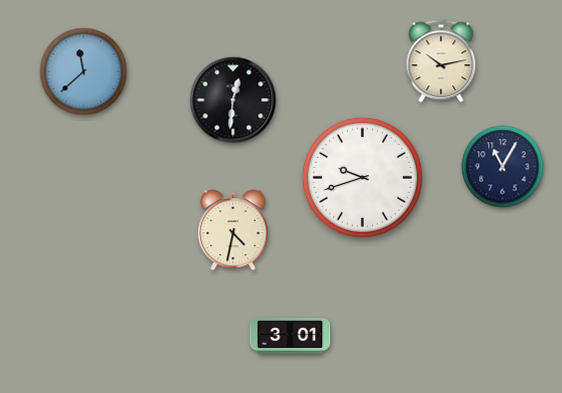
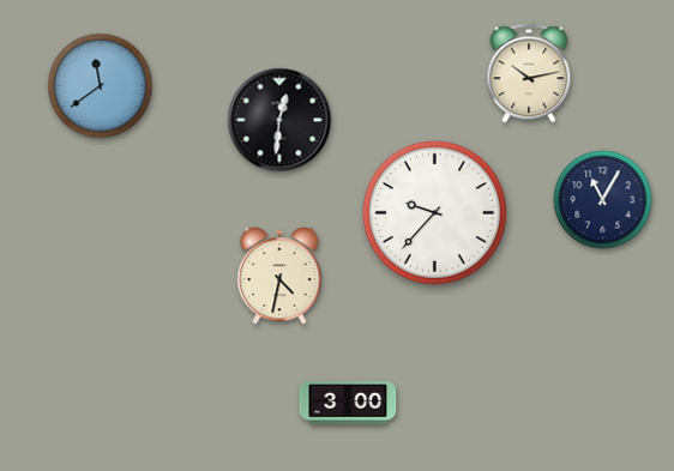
clock at (84, 72): 11:38 -> 11:39
clock at (362, 177): 9:42 -> 9:37
clock at (290, 337): 3:01 -> 3:00
